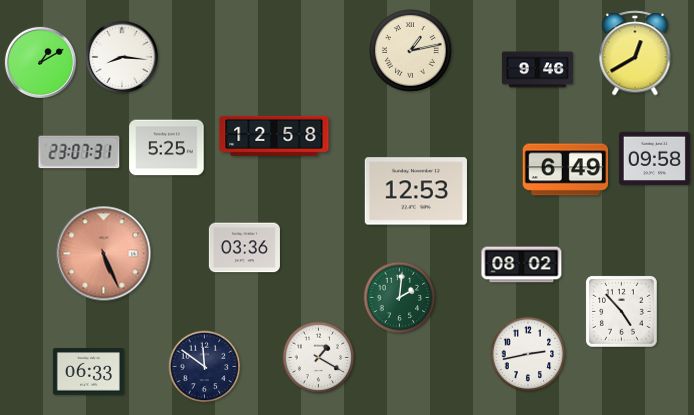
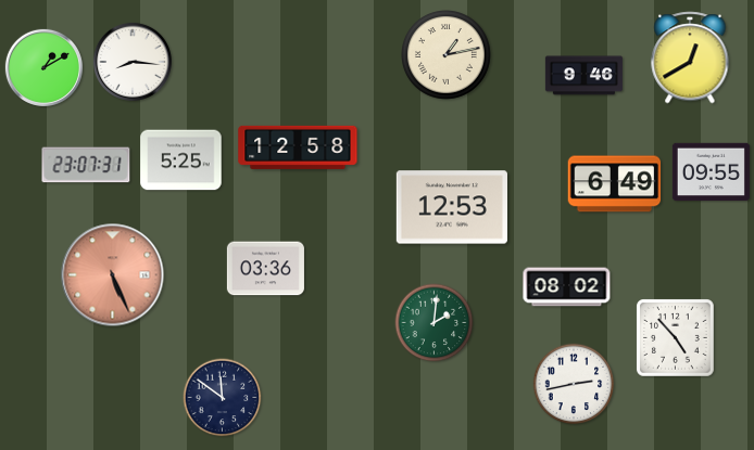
clock at (654, 159): 09:58 -> 09:55
clock at (319, 358): 1:20 -> none
clock at (88, 372): 06:33 -> none
